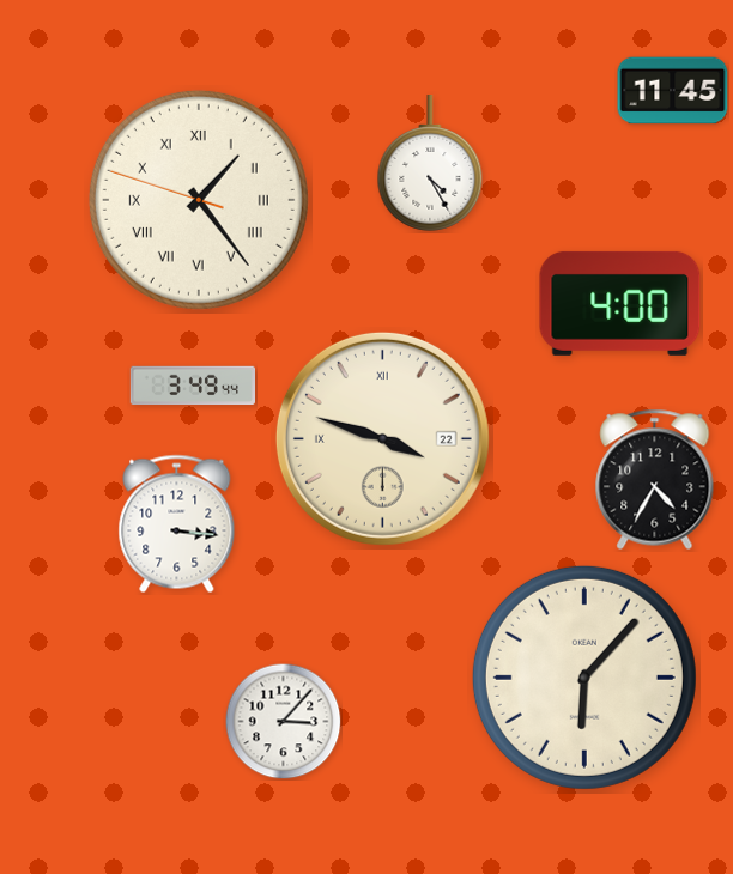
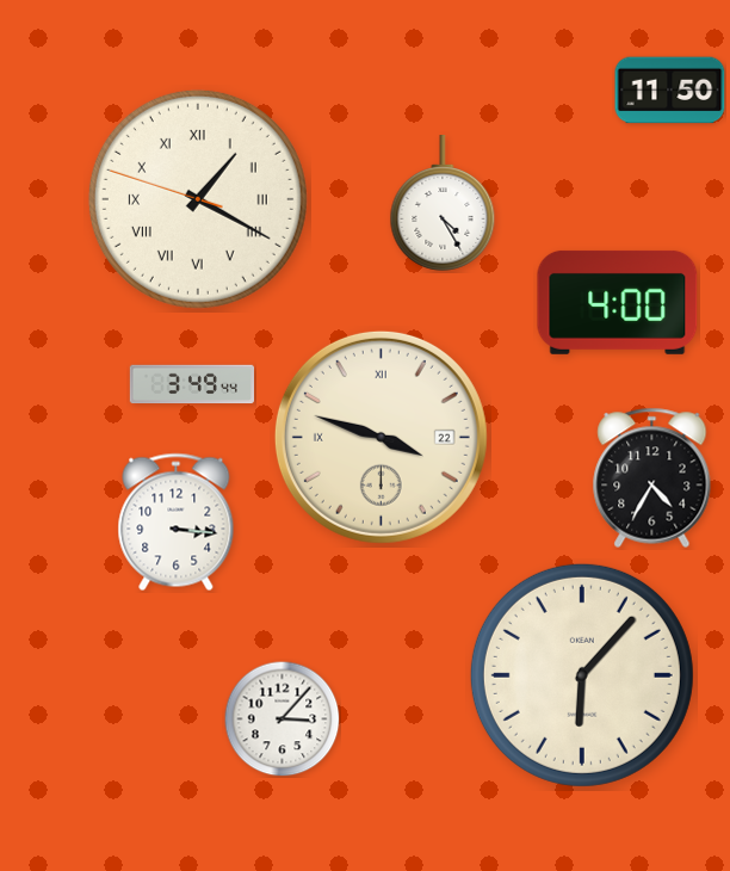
clock at (673, 91): 11:45 -> 11:50
clock at (430, 163) position: (430, 163) -> (443, 203)
clock at (199, 200): 1:23 -> 1:19
